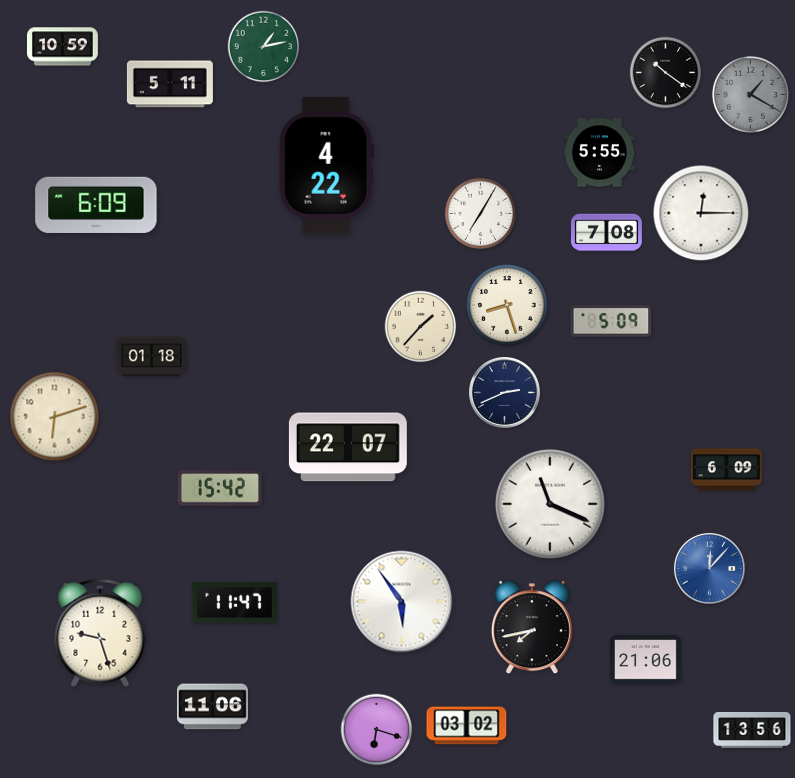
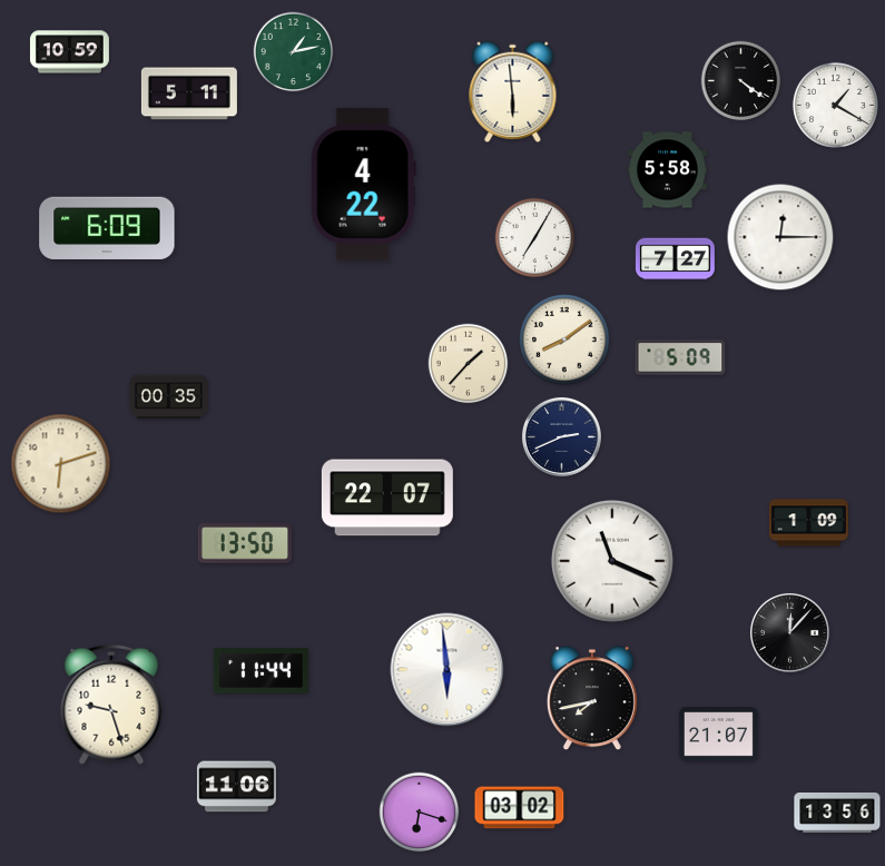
clock at (666, 73): 10:21 -> 4:21
clock at (513, 91): none -> 5:59
clock at (750, 94) dial: grey -> white
clock at (599, 153): 5:55 -> 5:58
clock at (606, 233): 7:08 -> 7:27
clock at (507, 305): 8:27 -> 8:09
clock at (151, 357): 01:18 -> 00:35
clock at (726, 470): 6:09 -> 1:09
clock at (219, 488): 15:42 -> 13:50
clock at (709, 568) dial: blue -> black
clock at (402, 602): 5:54 -> 5:59
clock at (234, 603): 11:47 -> 11:44
clock at (645, 660): 21:06 -> 21:07
